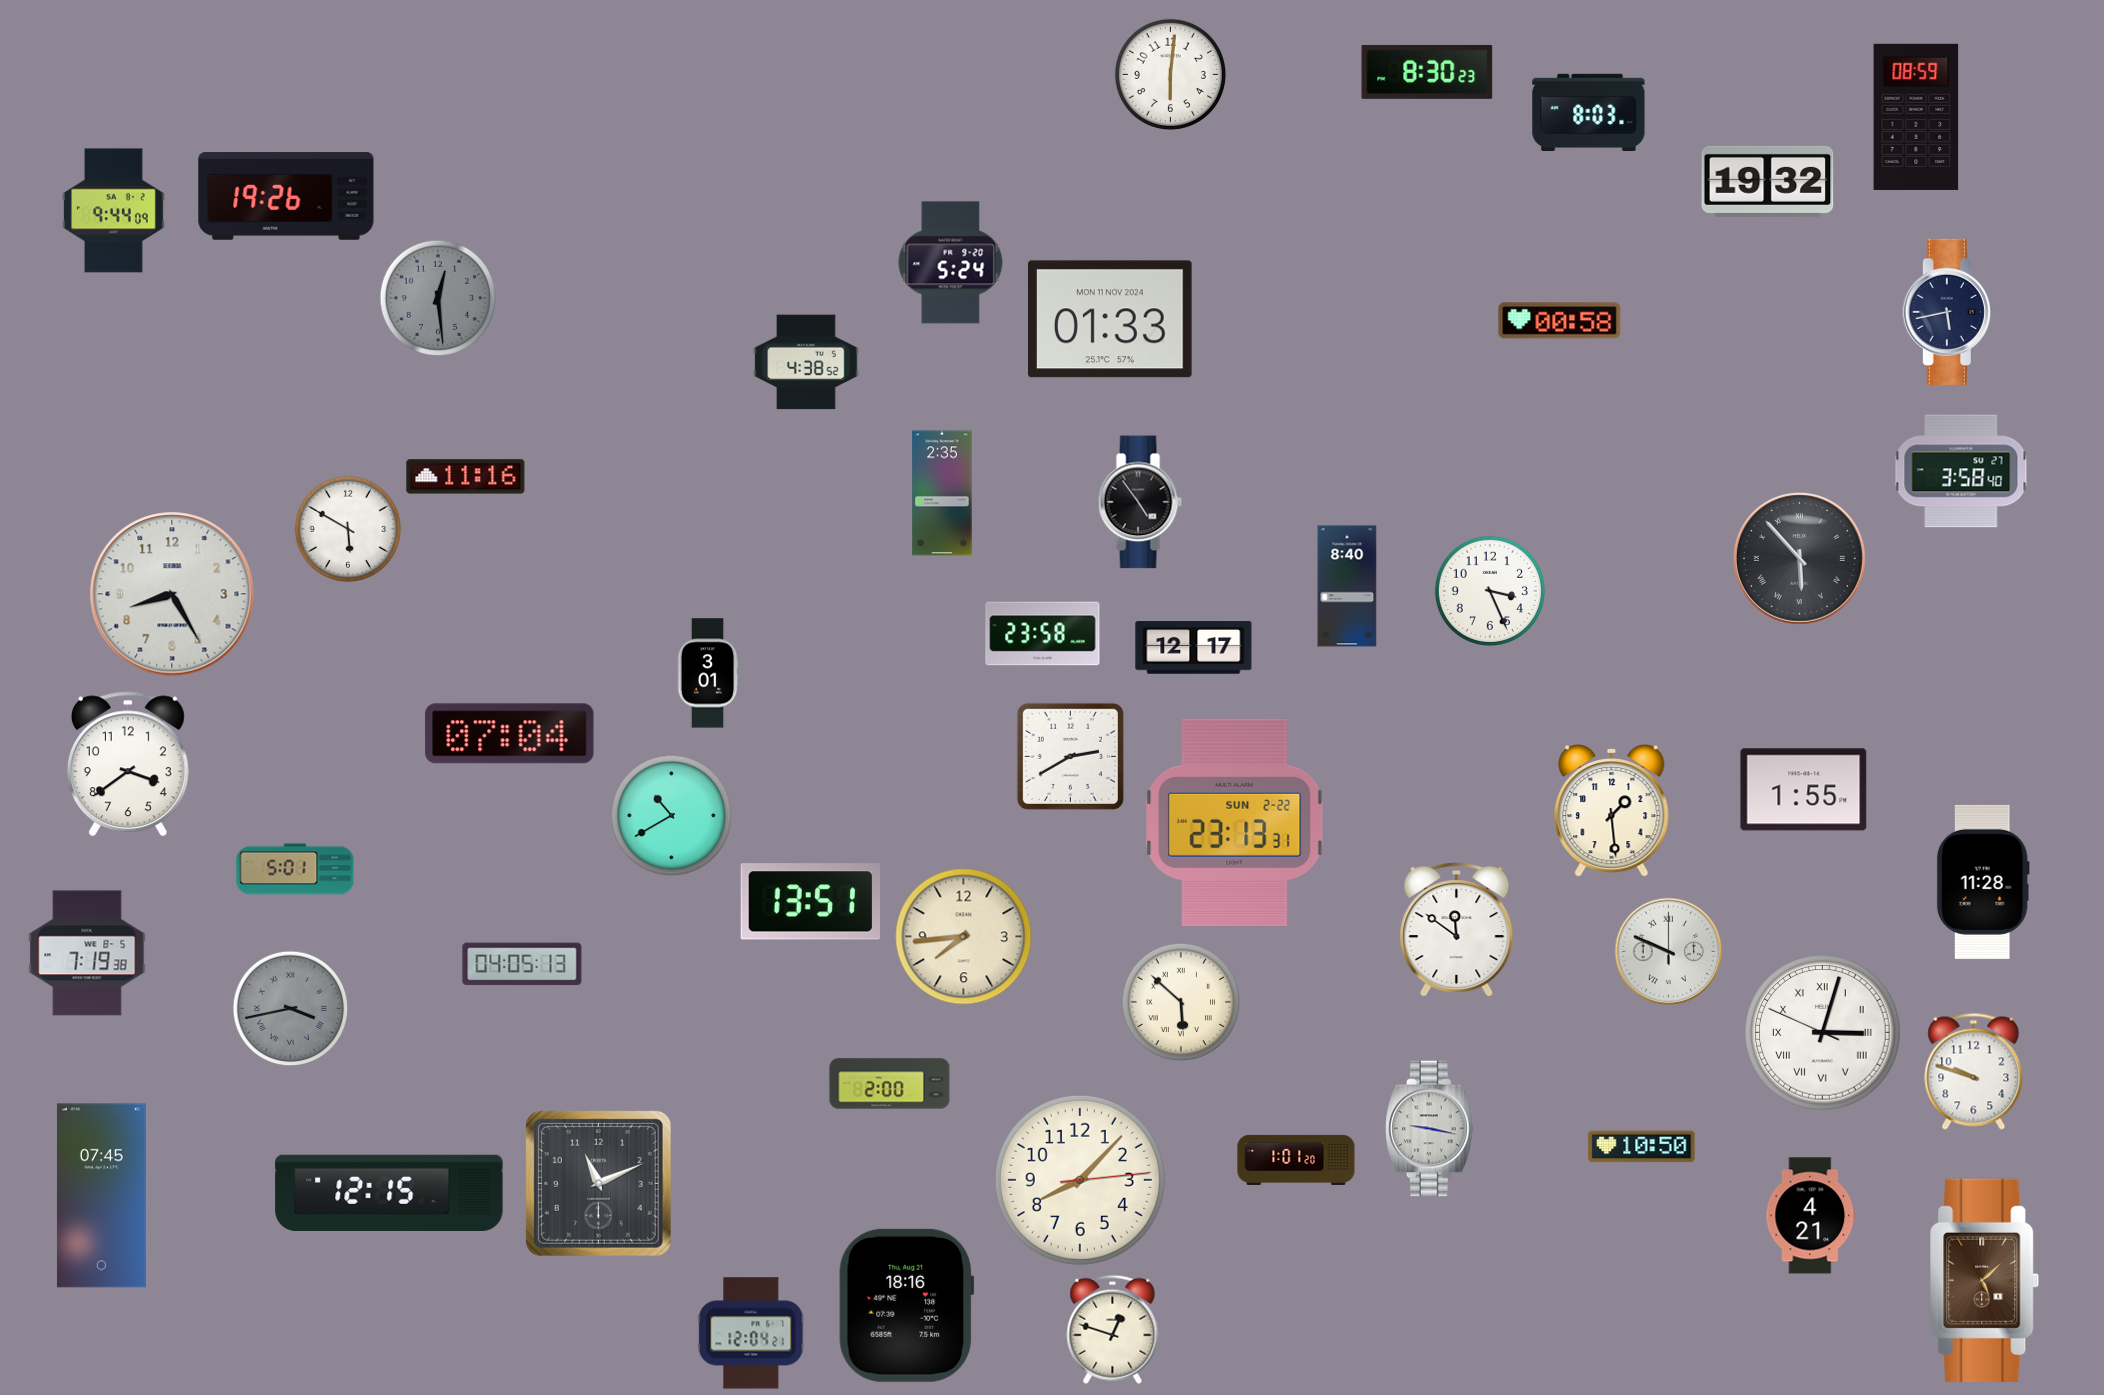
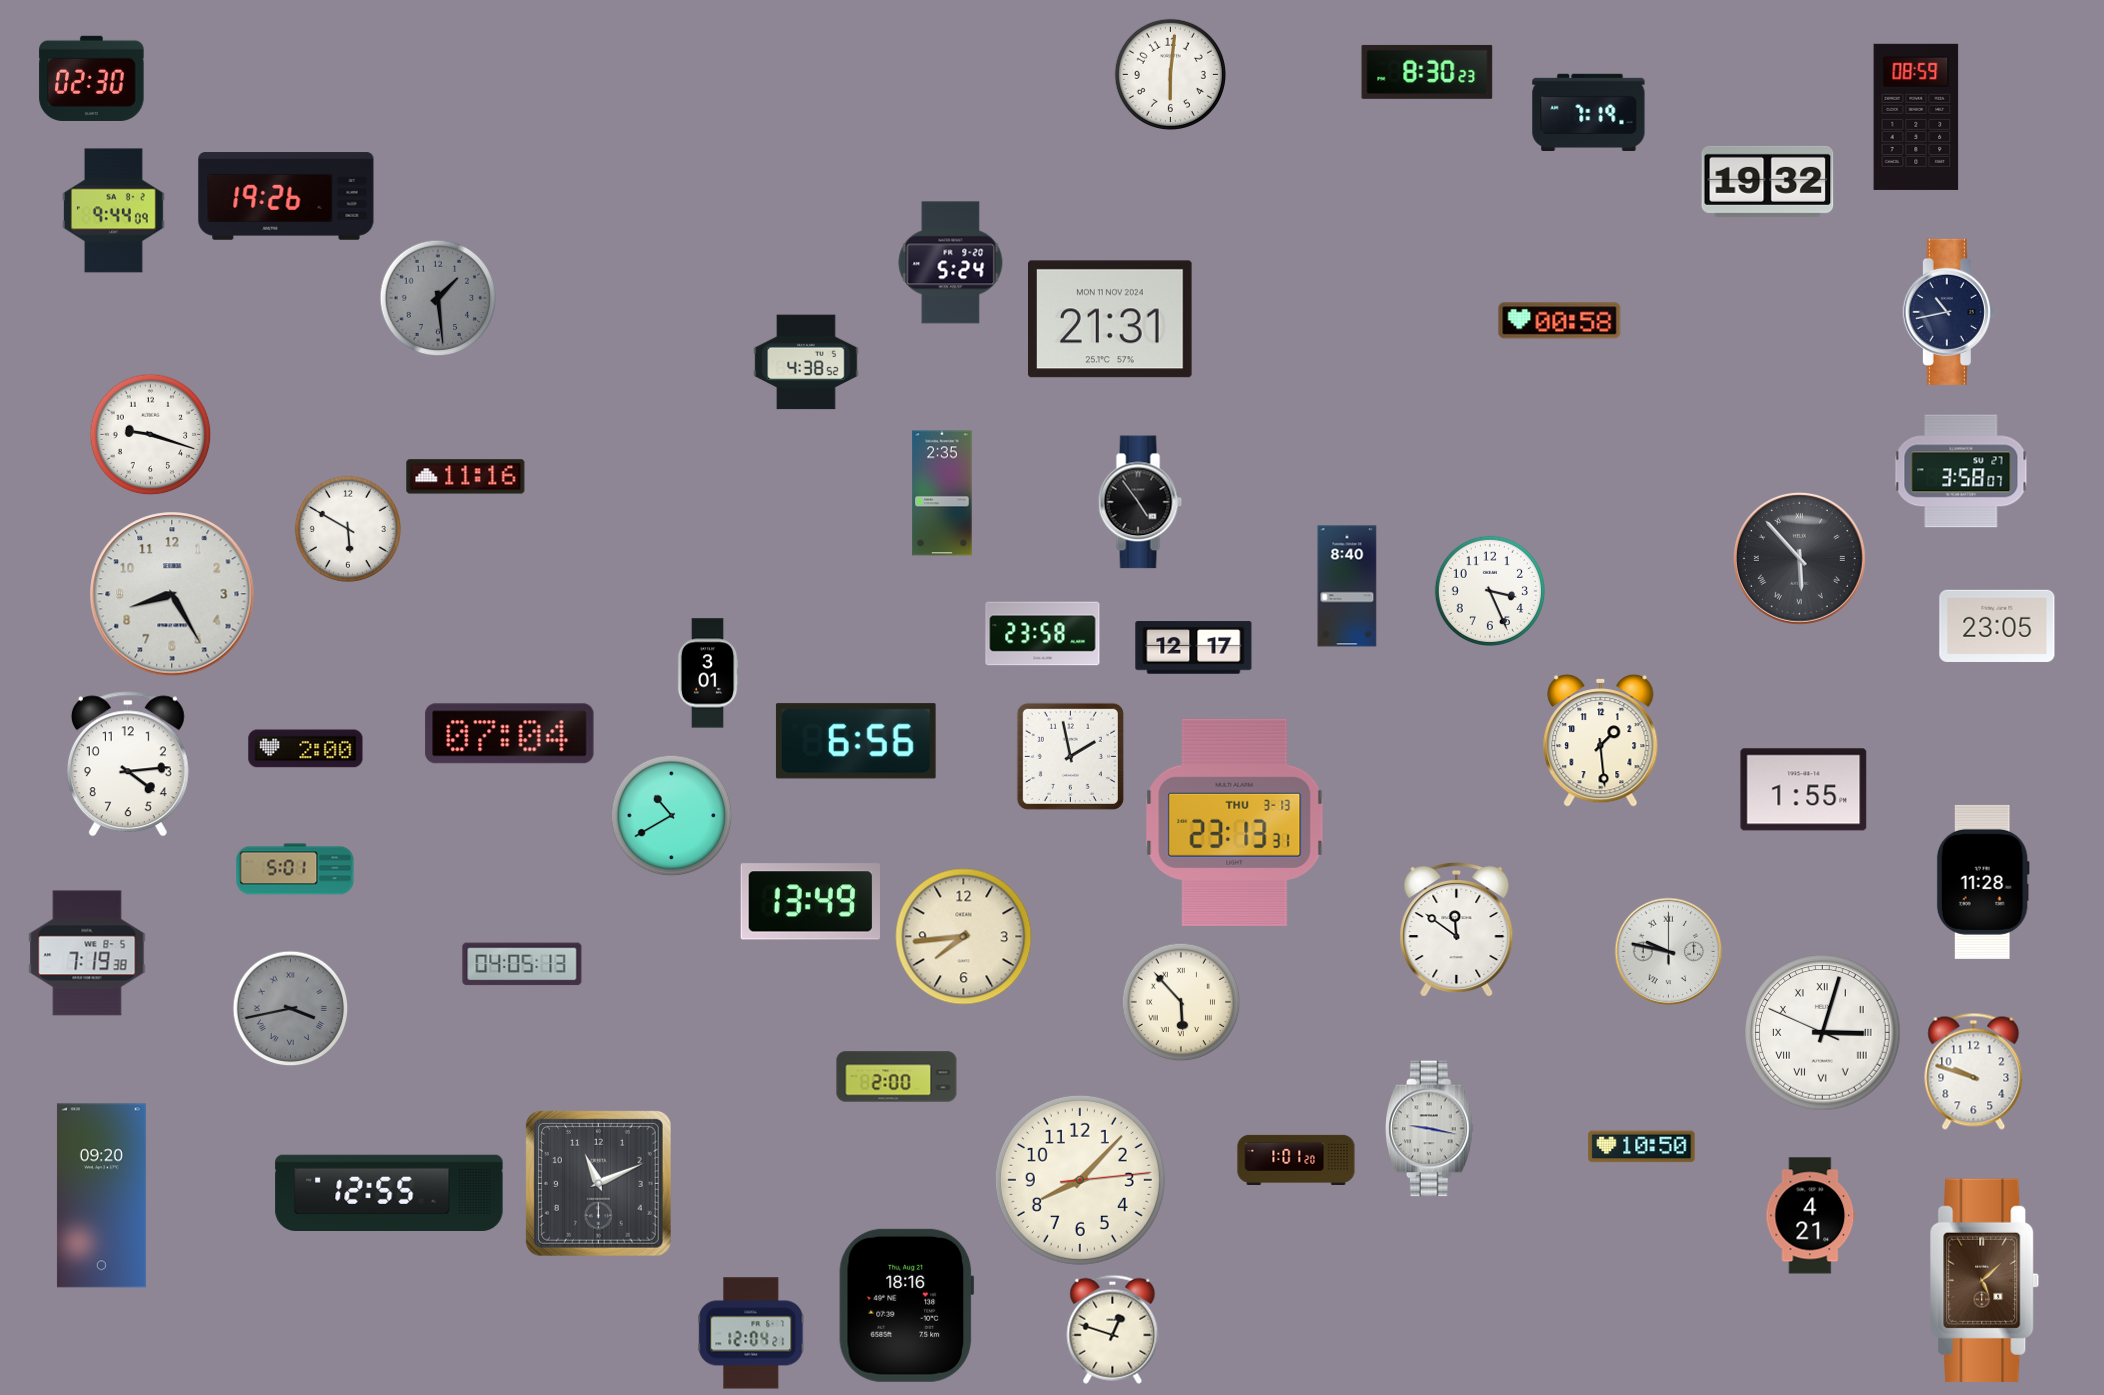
clock at (92, 78): none -> 02:30
clock at (1589, 112): 8:03 -> 7:19
clock at (438, 298): 12:29 -> 1:29
clock at (1949, 312): 5:43 -> 10:43
clock at (1110, 319): 01:33 -> 21:31
clock at (150, 434): none -> 9:18
clock at (1961, 471): 3:58:40 -> 3:58:07
clock at (1997, 626): none -> 23:05
clock at (856, 741): none -> 6:56
clock at (306, 749): none -> 2:00
clock at (1070, 756): 2:40 -> 1:58
clock at (128, 764): 3:39 -> 4:14
clock at (1612, 810) position: (1612, 810) -> (1601, 740)
clock at (1235, 822) date: SUN 2-22 -> THU 3-13
clock at (810, 902): 13:51 -> 13:49
clock at (1668, 951): 9:49 -> 9:47
clock at (1181, 1002): 5:52 -> 5:53
clock at (890, 1084) position: (890, 1084) -> (897, 1077)
clock at (389, 1192): 12:15 -> 12:55
clock at (101, 1196): 07:45 -> 09:20
